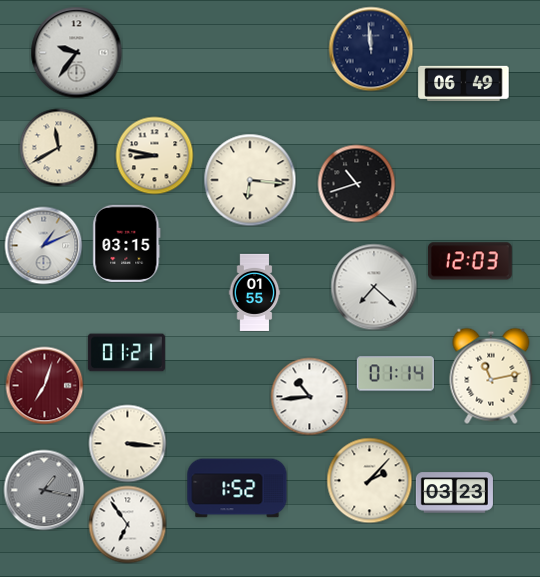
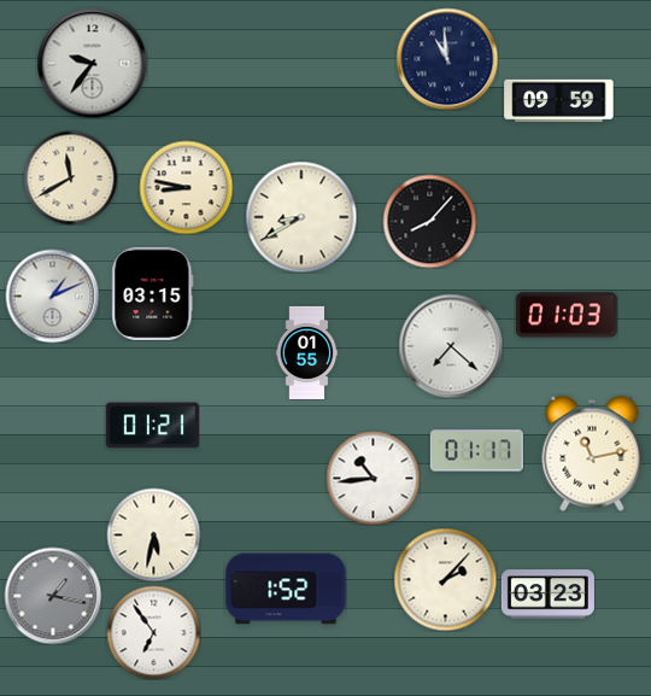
clock at (371, 49): 11:59 -> 10:59
clock at (464, 83): 06:49 -> 09:59
clock at (250, 180): 6:16 -> 8:40
clock at (356, 183): 10:42 -> 8:07
clock at (470, 261): 12:03 -> 01:03
clock at (395, 374): 01:14 -> 01:17
clock at (44, 385): 7:03 -> none
clock at (127, 443): 3:16 -> 5:32
clock at (44, 490) position: (44, 490) -> (53, 596)
